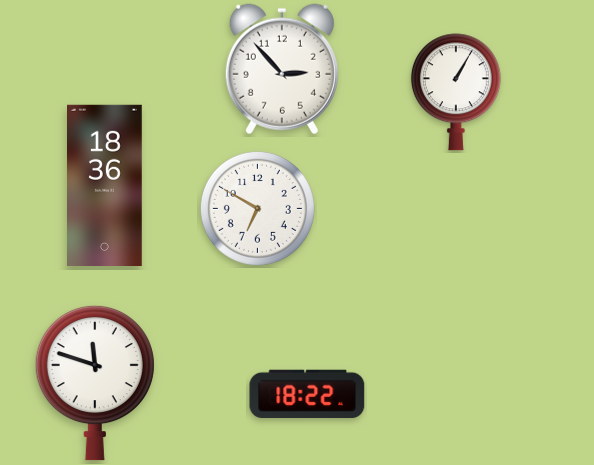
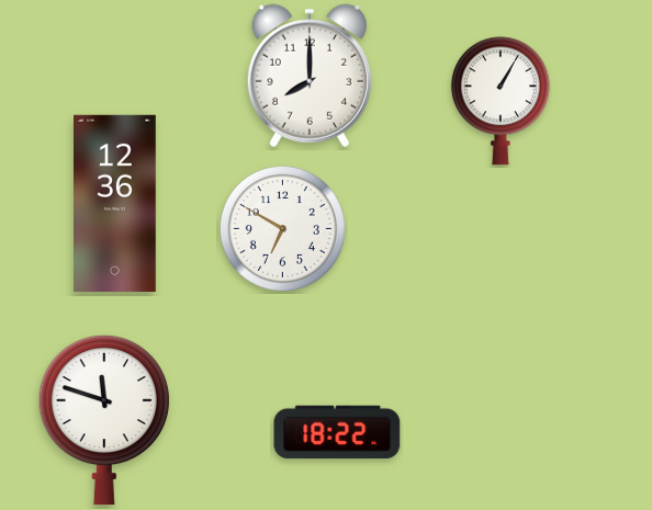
clock at (282, 69): 2:53 -> 8:00
clock at (105, 185): 18:36 -> 12:36
